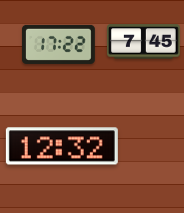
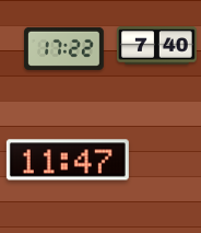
clock at (144, 42): 7:45 -> 7:40
clock at (62, 146): 12:32 -> 11:47
